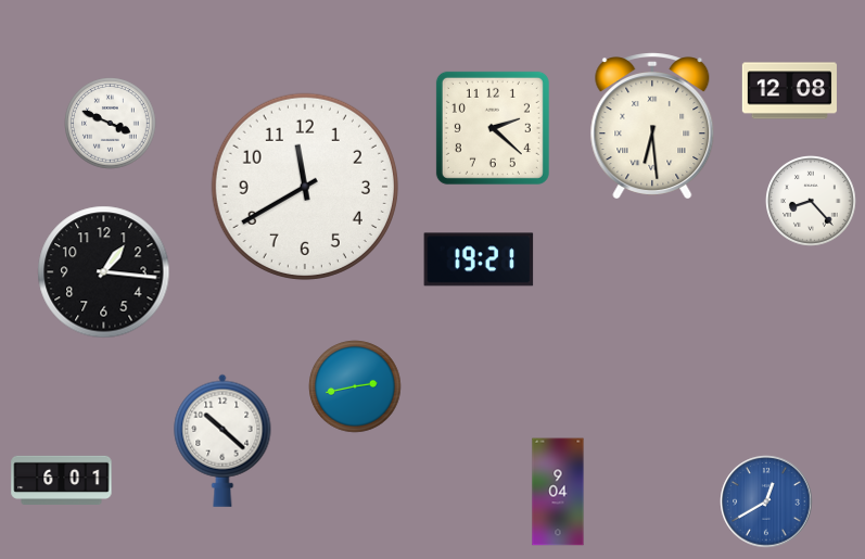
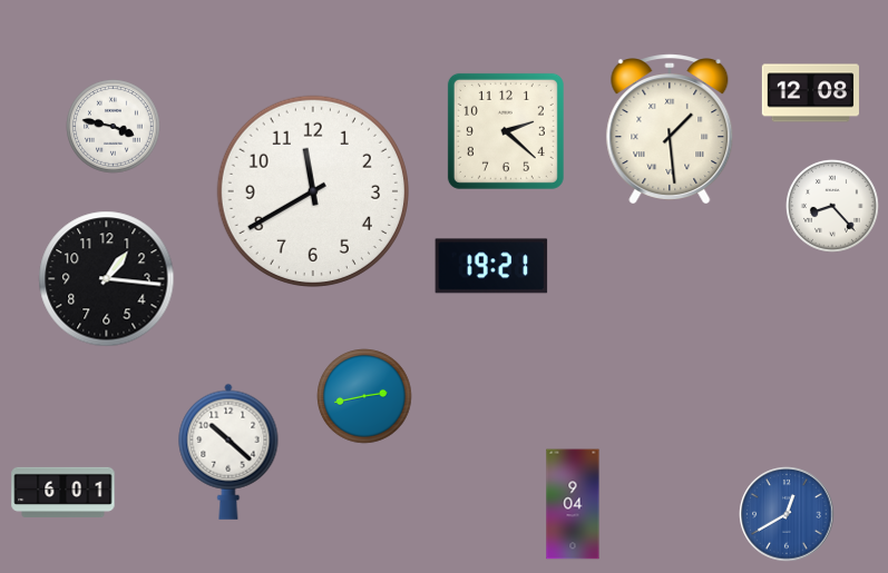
clock at (111, 124): 3:49 -> 3:47
clock at (652, 126): 6:29 -> 1:29
